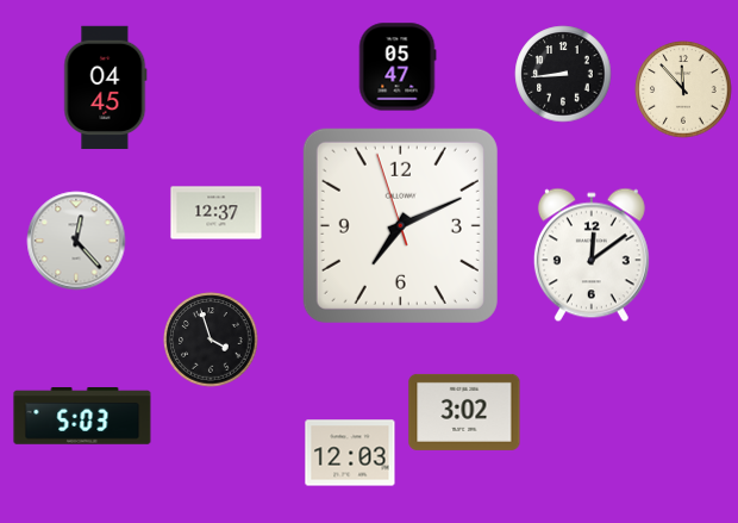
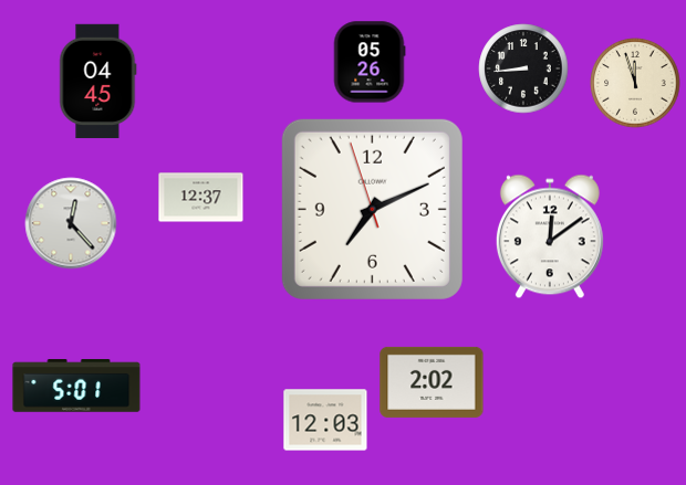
clock at (398, 67): 05:47 -> 05:26
clock at (683, 89): 11:53 -> 11:57
clock at (211, 340): 3:57 -> none
clock at (464, 412): 3:02 -> 2:02
clock at (82, 416): 5:03 -> 5:01
